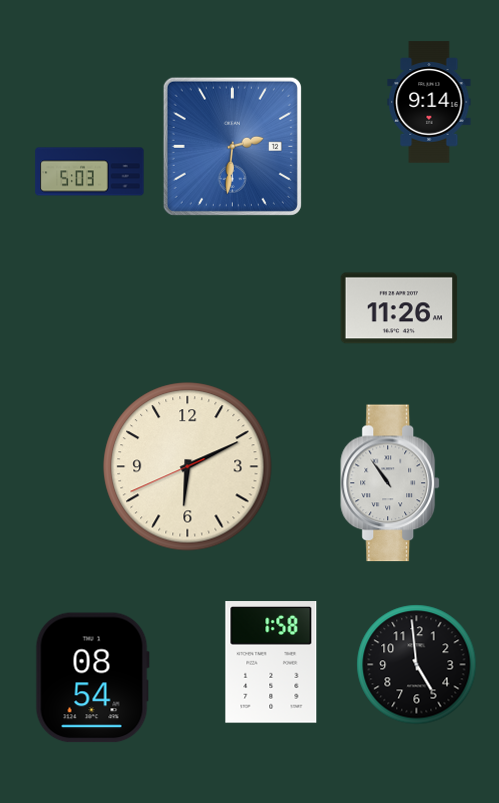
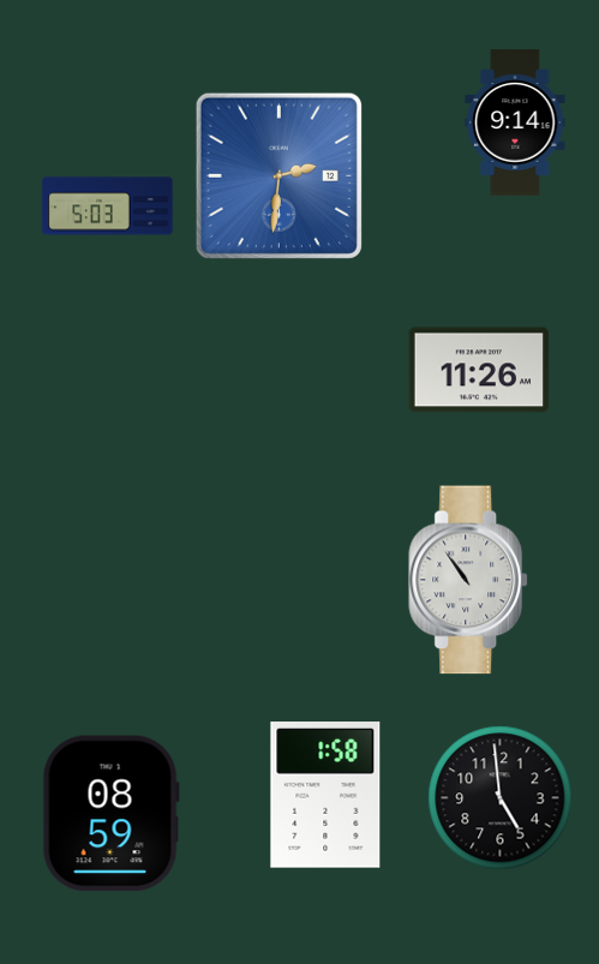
clock at (188, 467): 6:10 -> none
clock at (92, 678): 08:54 -> 08:59
